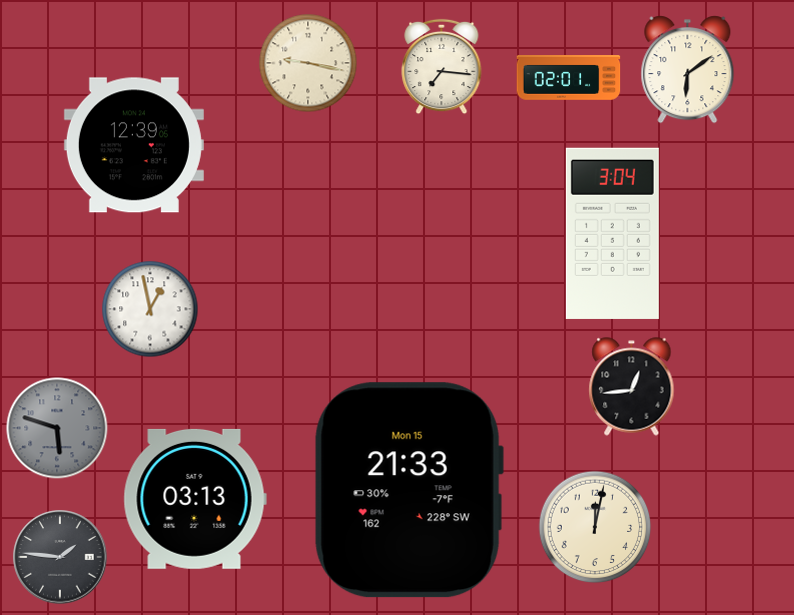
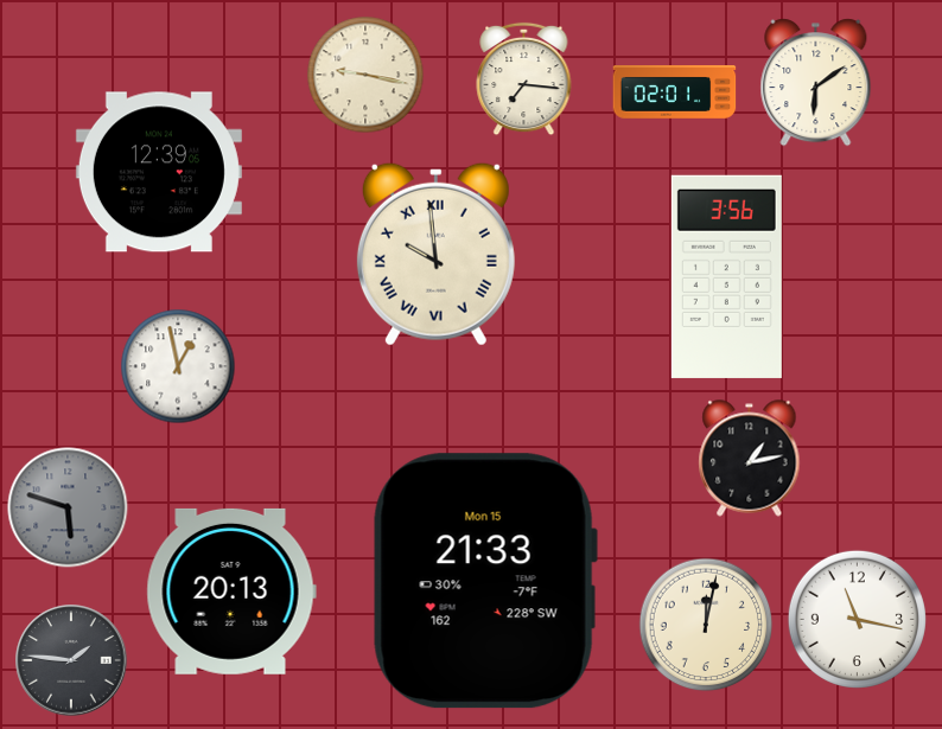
clock at (435, 254): none -> 9:59
clock at (612, 233): 3:04 -> 3:56
clock at (632, 387): 12:44 -> 1:13
clock at (195, 499): 03:13 -> 20:13
clock at (857, 619): none -> 11:17
